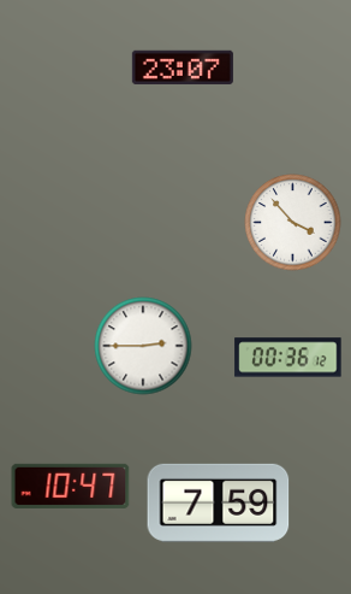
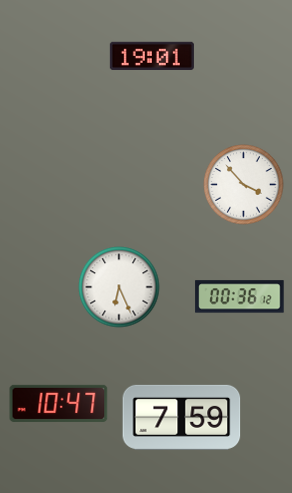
clock at (183, 67): 23:07 -> 19:01
clock at (143, 346): 2:45 -> 6:26
